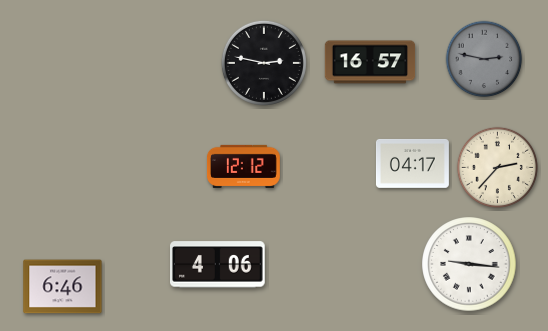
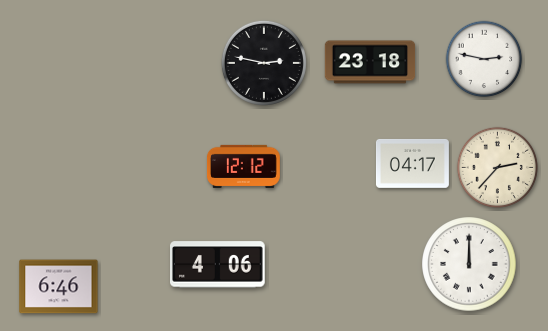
clock at (484, 59) dial: grey -> white
clock at (370, 62): 16:57 -> 23:18
clock at (469, 264): 9:16 -> 12:00
clock at (63, 287) position: (63, 287) -> (59, 287)
